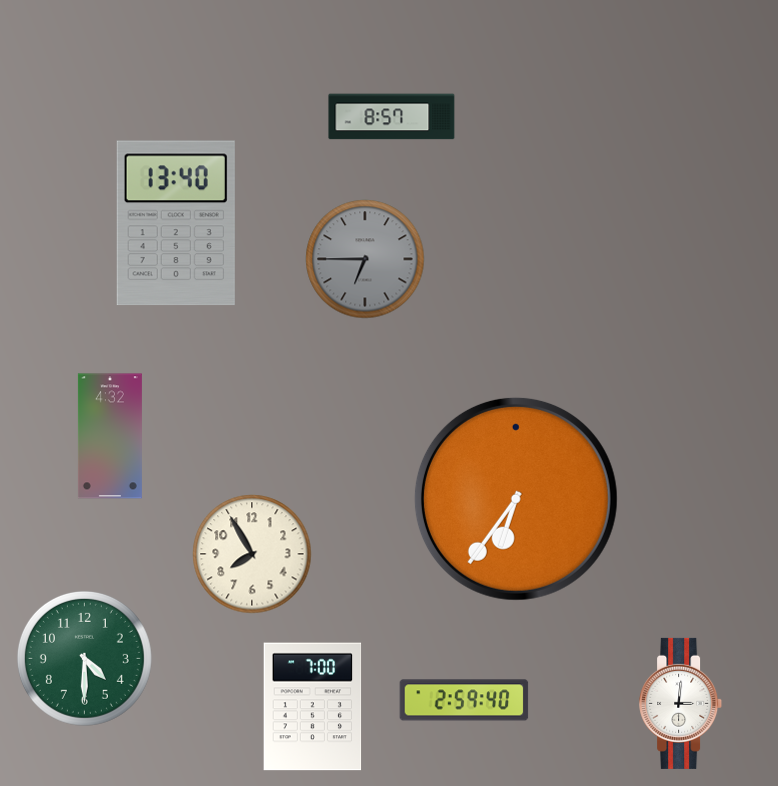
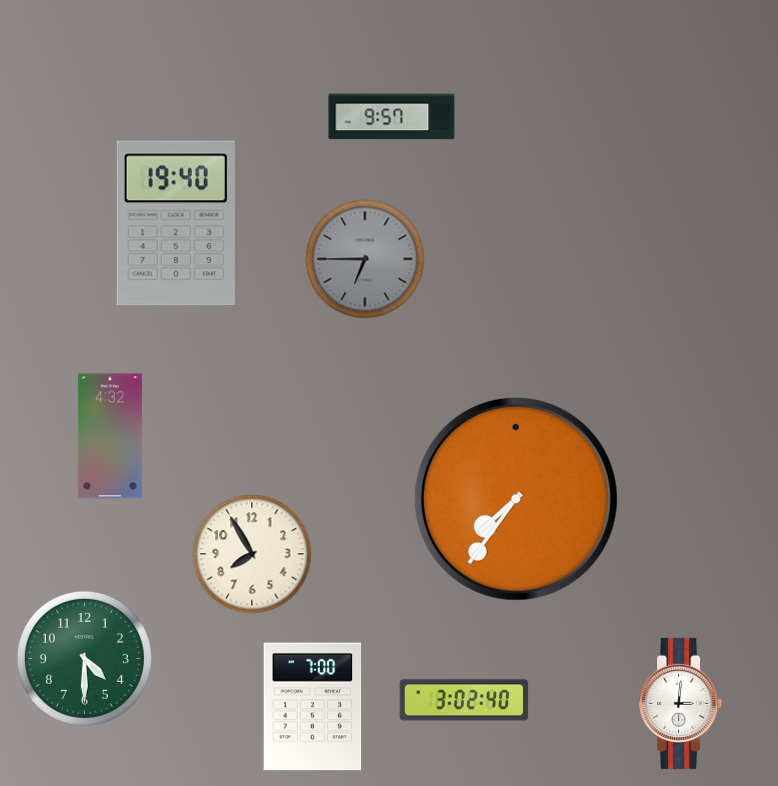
clock at (392, 117): 8:57 -> 9:57
clock at (176, 223): 13:40 -> 19:40
clock at (516, 499): 6:36 -> 7:36
clock at (464, 700): 2:59 -> 3:02
